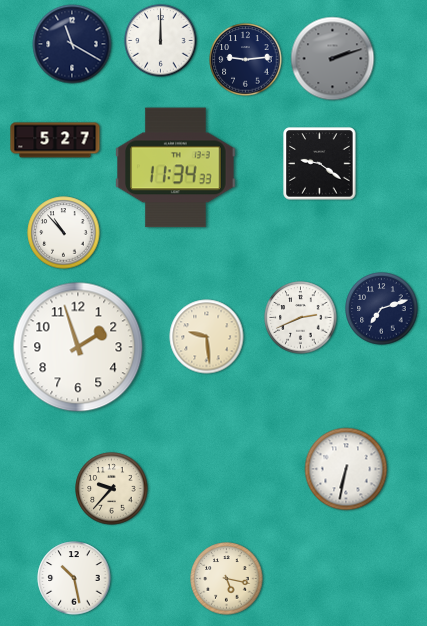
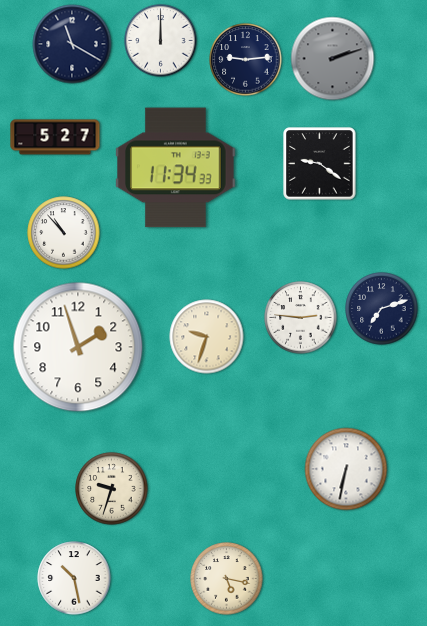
clock at (55, 140) position: (55, 140) -> (55, 137)
clock at (301, 318): 2:41 -> 2:46
clock at (207, 337): 9:29 -> 9:33
clock at (112, 489): 9:37 -> 9:33
